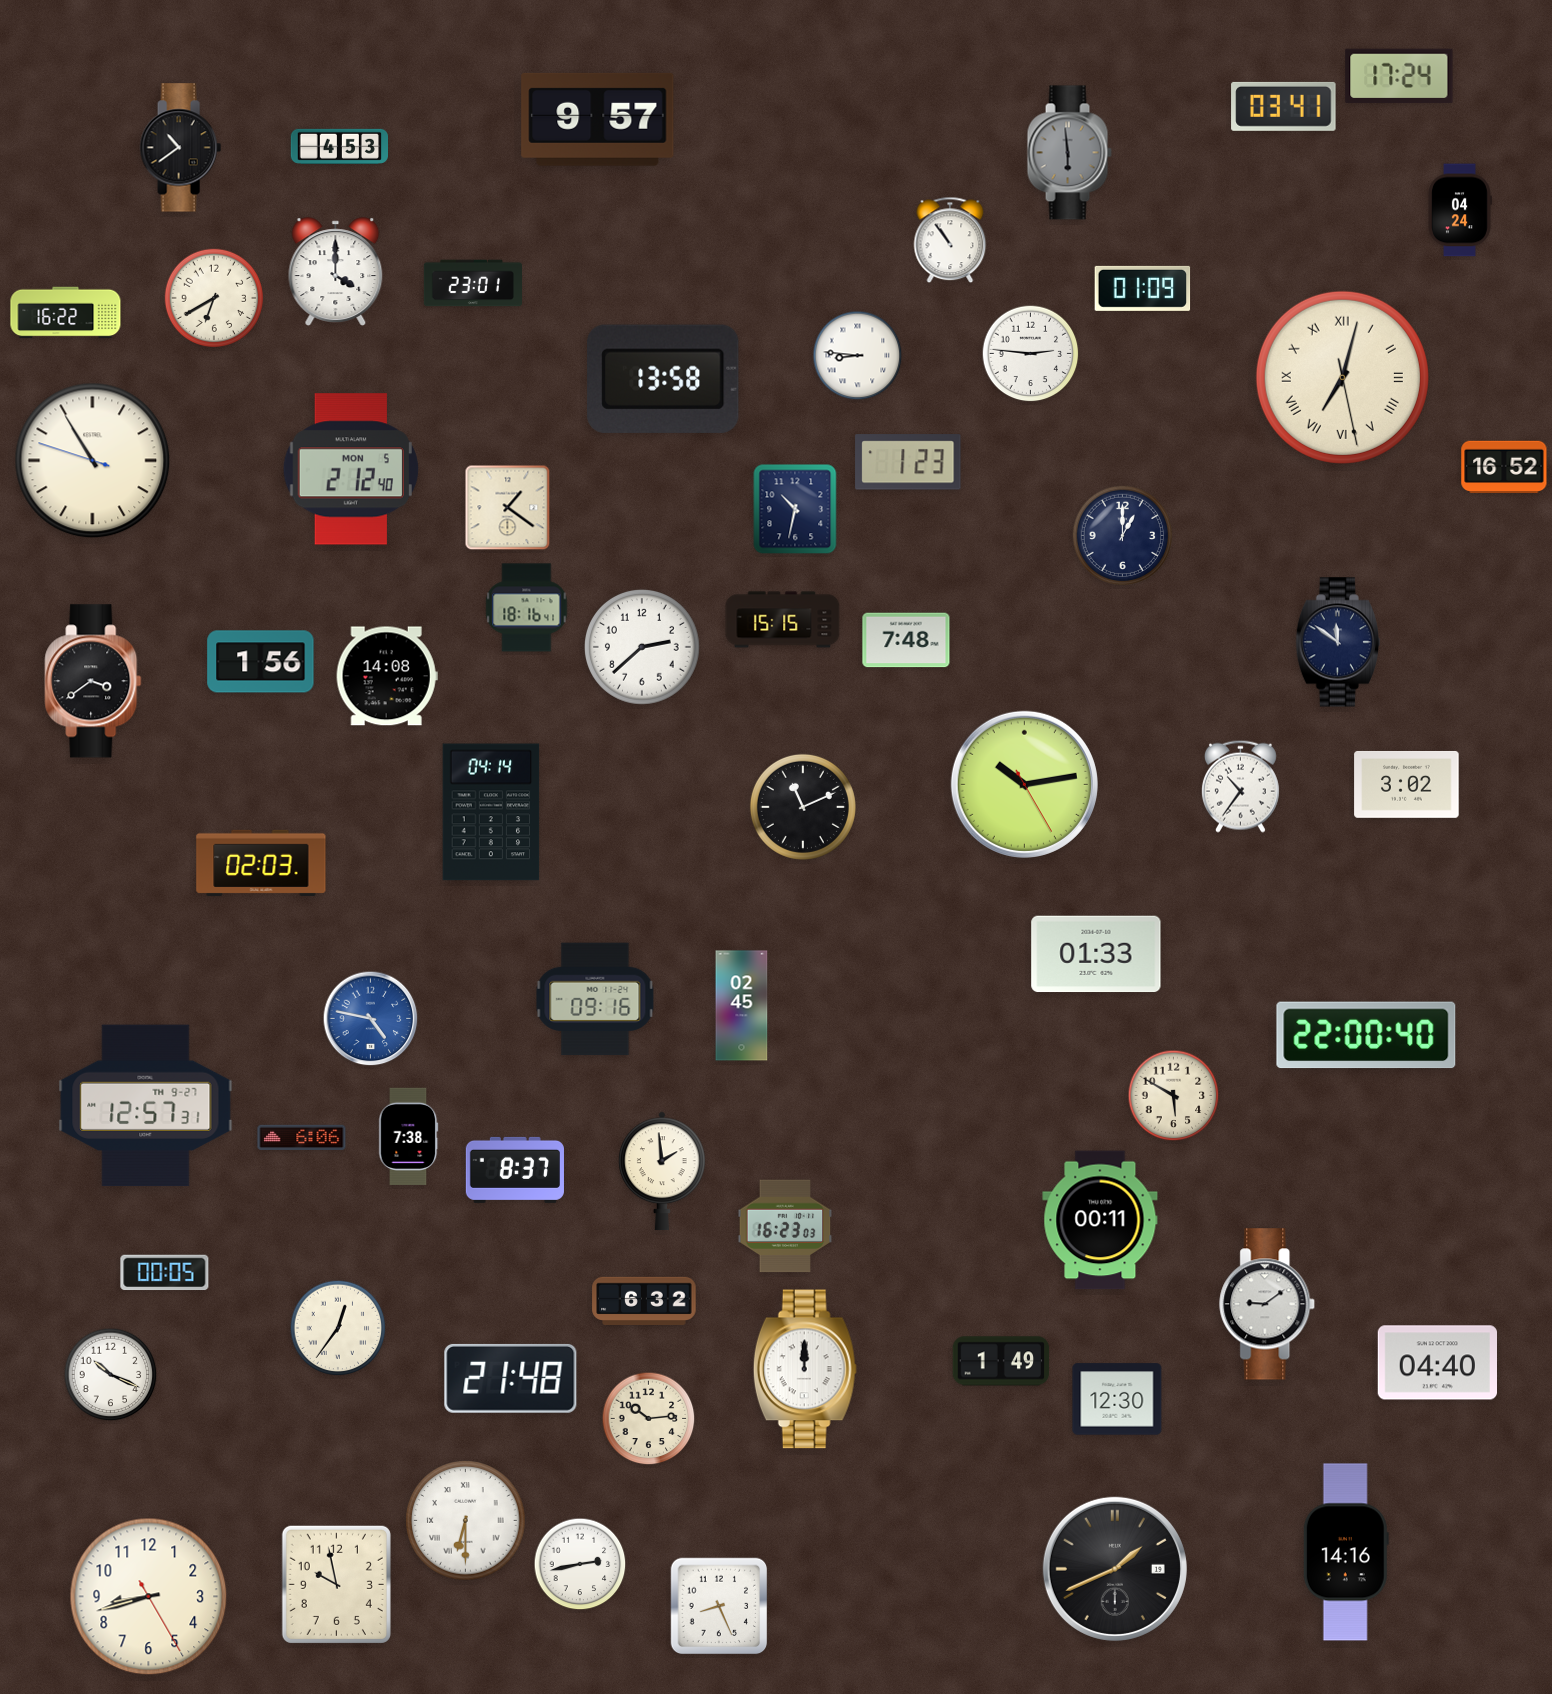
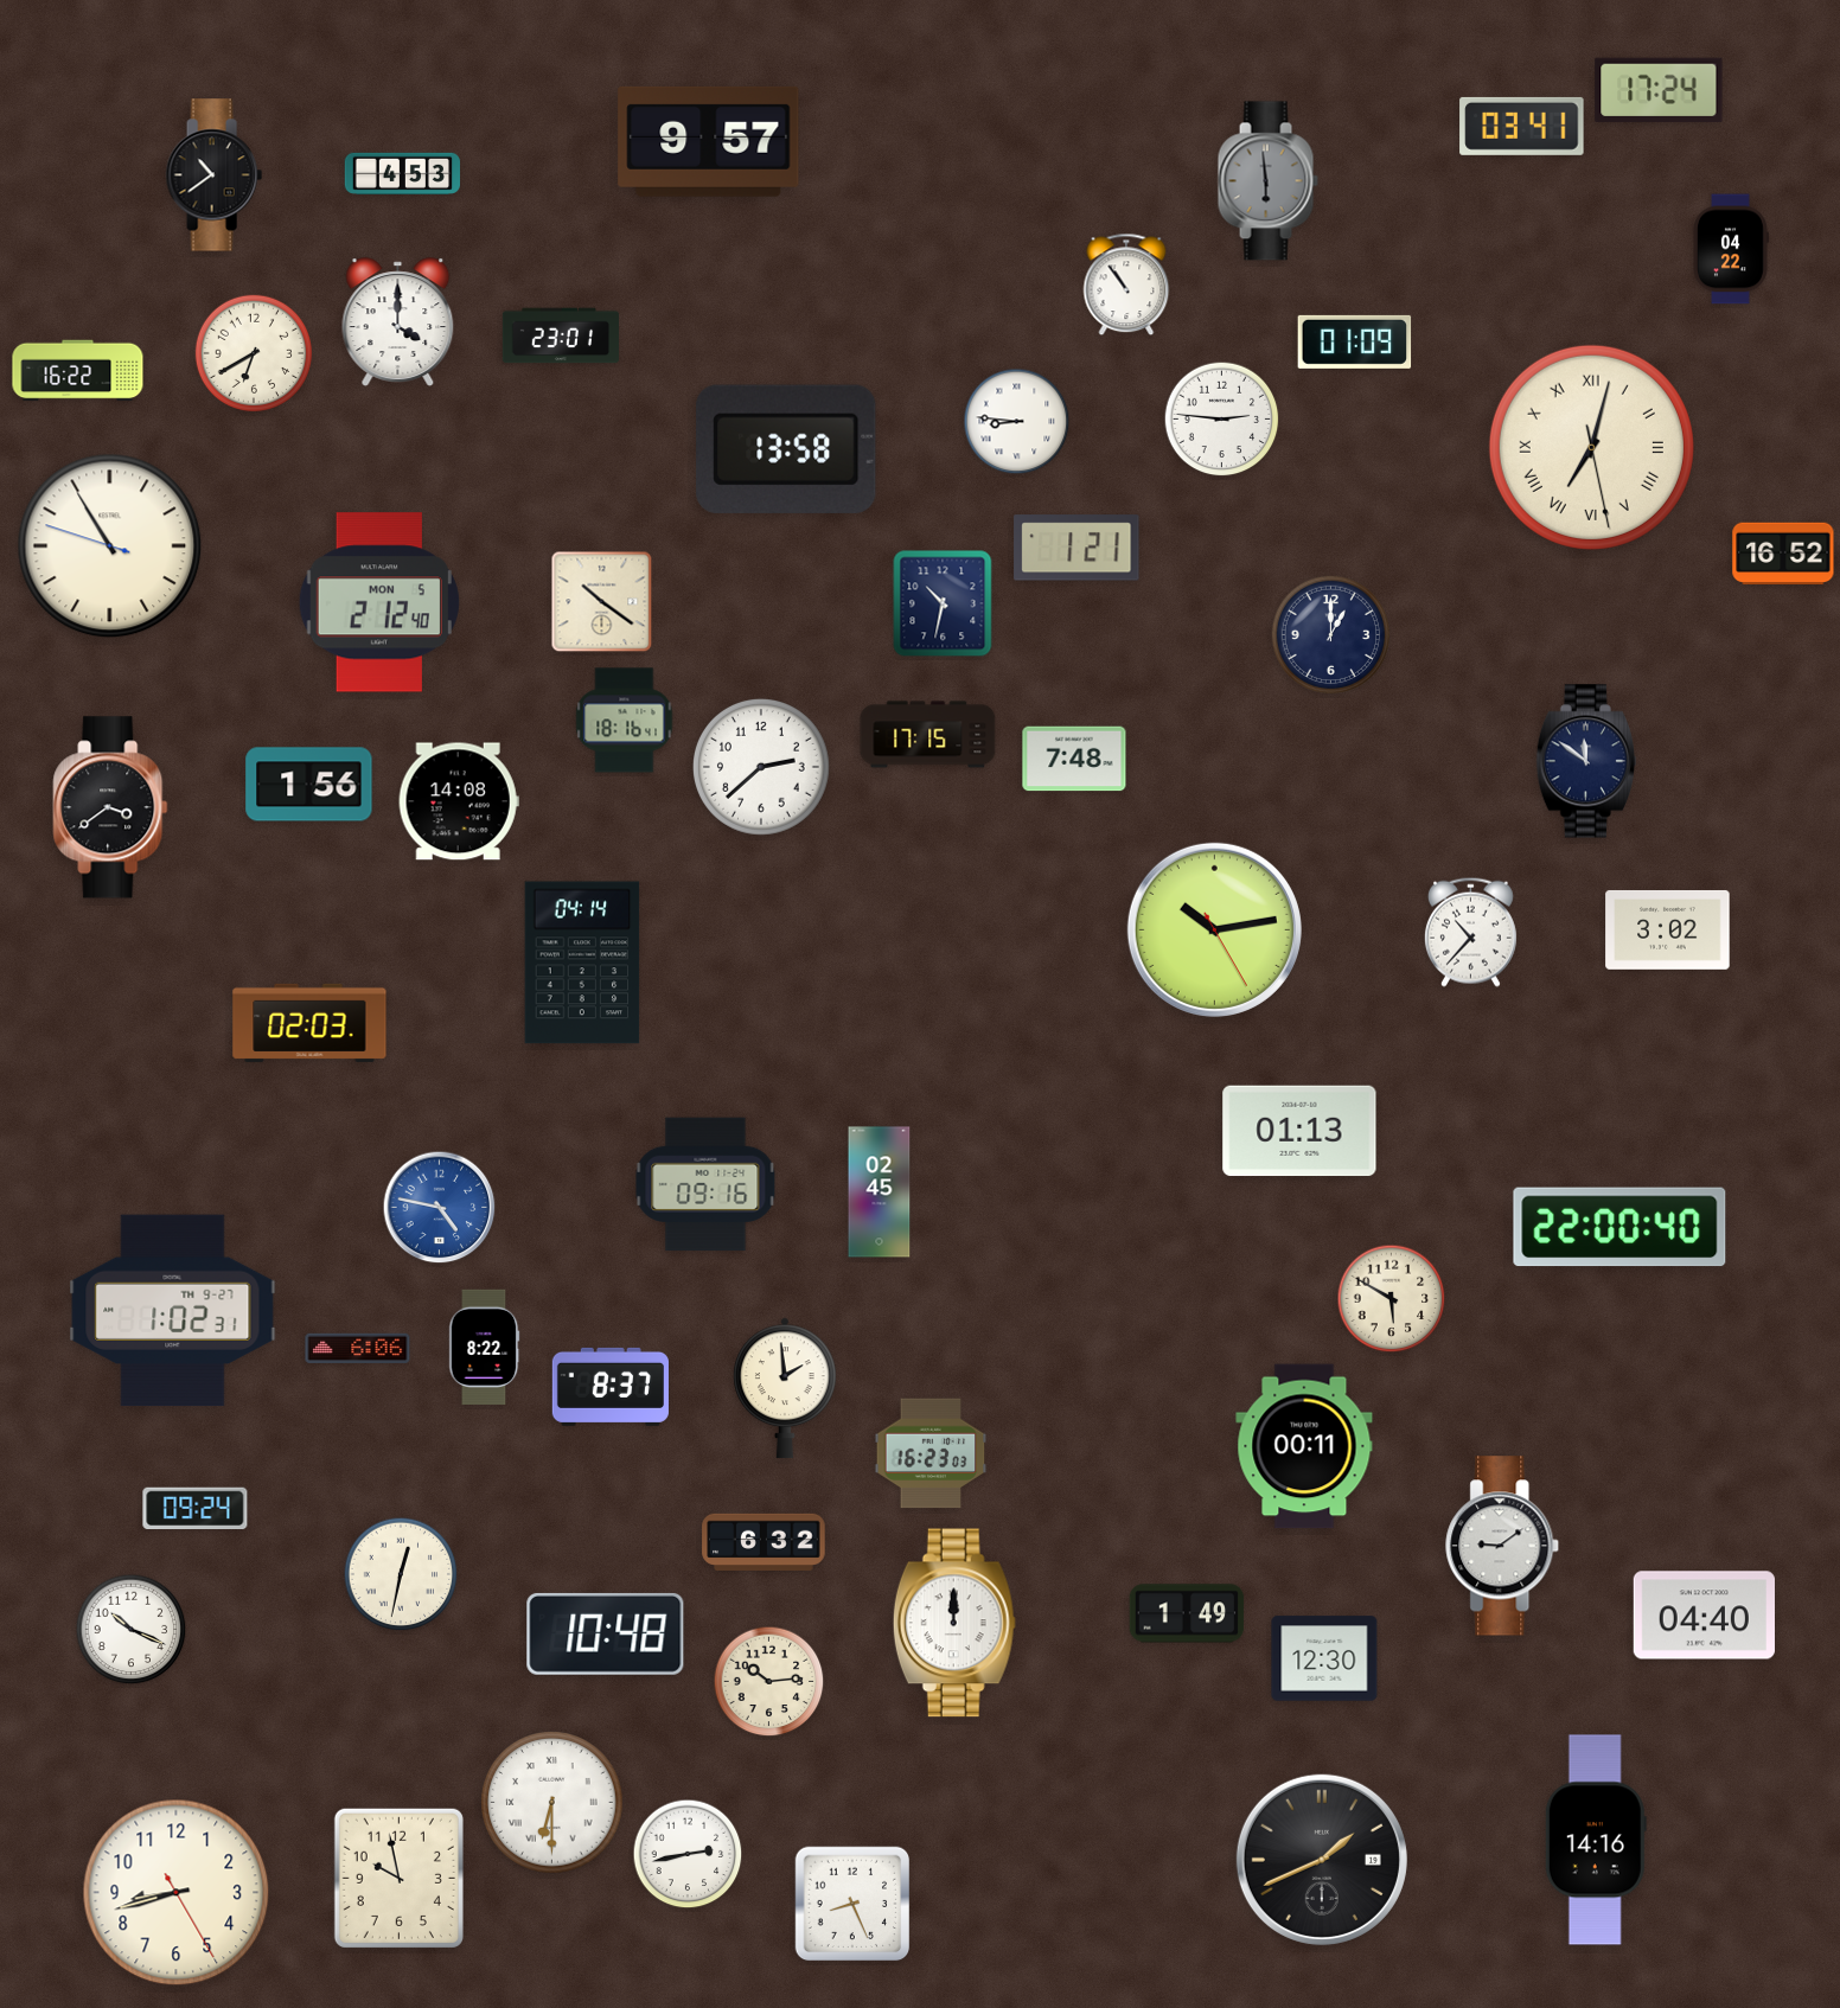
clock at (1460, 210): 04:24 -> 04:22
clock at (908, 462): 1:23 -> 1:21
clock at (351, 469) position: (351, 469) -> (379, 602)
clock at (508, 508): 1:21 -> 10:21
clock at (783, 620): 15:15 -> 17:15
clock at (1240, 786): 10:36 -> 10:37
clock at (803, 807): 11:11 -> none
clock at (1096, 954): 01:33 -> 01:13
clock at (146, 1106): 12:57 -> 1:02
clock at (409, 1137): 7:38 -> 8:22
clock at (165, 1273): 00:05 -> 09:24
clock at (338, 1328): 12:36 -> 12:32
clock at (511, 1378): 21:48 -> 10:48
